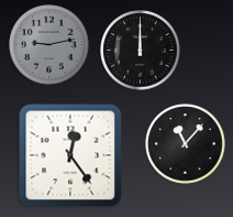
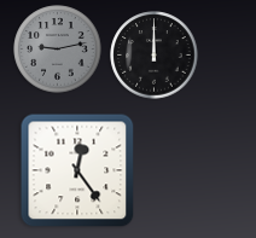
clock at (49, 45) position: (49, 45) -> (58, 50)
clock at (186, 144): 11:07 -> none
